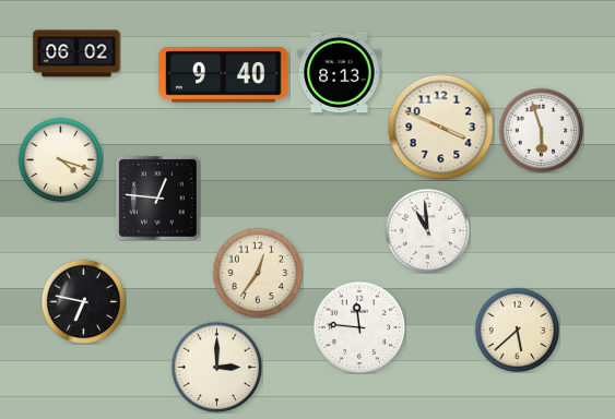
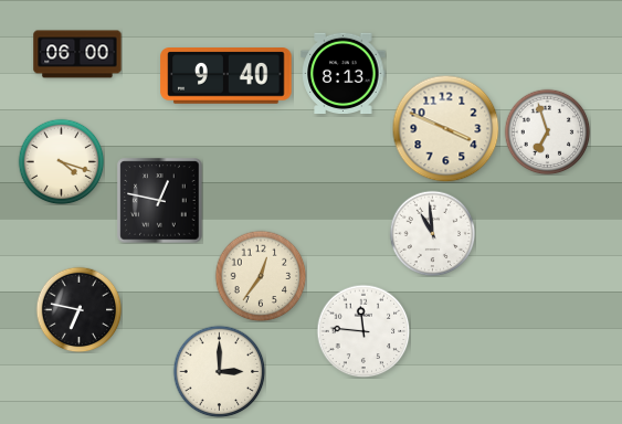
clock at (76, 53): 06:02 -> 06:00
clock at (541, 130): 5:57 -> 6:57
clock at (158, 199): 12:46 -> 12:47
clock at (83, 301) position: (83, 301) -> (78, 309)
clock at (517, 330): 5:38 -> none
